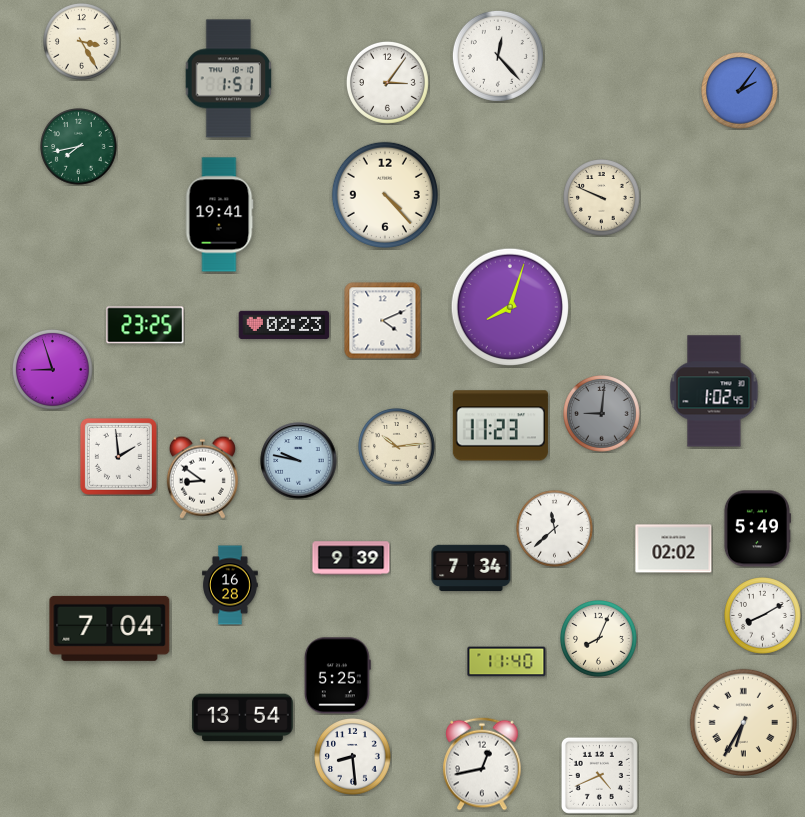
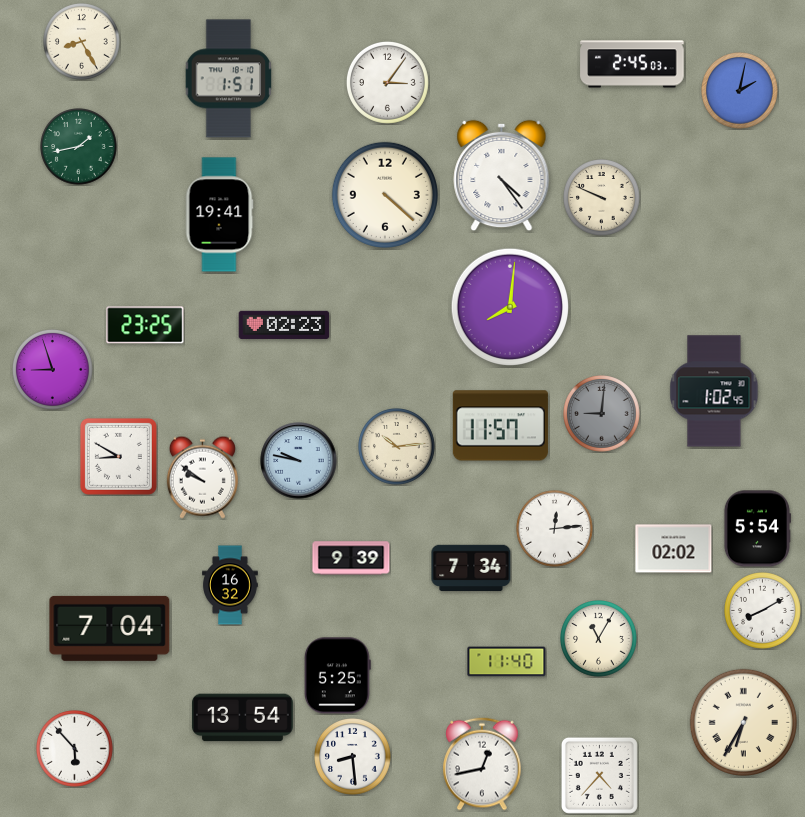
clock at (82, 42): 3:25 -> 8:25
clock at (498, 56): 12:23 -> none
clock at (632, 64): none -> 2:45
clock at (740, 91): 2:06 -> 2:02
clock at (79, 147): 7:43 -> 1:43
clock at (502, 176): none -> 4:24
clock at (385, 195): 4:23 -> 4:22
clock at (509, 306): 8:03 -> 8:01
clock at (383, 321): 4:11 -> none
clock at (500, 426): 11:23 -> 11:57
clock at (118, 456): 1:59 -> 8:50
clock at (202, 477): 8:51 -> 9:51
clock at (555, 529): 11:38 -> 12:14
clock at (757, 529): 5:49 -> 5:54
clock at (231, 585): 16:28 -> 16:32
clock at (763, 616) position: (763, 616) -> (763, 611)
clock at (599, 639): 8:04 -> 11:05
clock at (75, 749): none -> 5:53
clock at (599, 775): 4:41 -> 4:37
